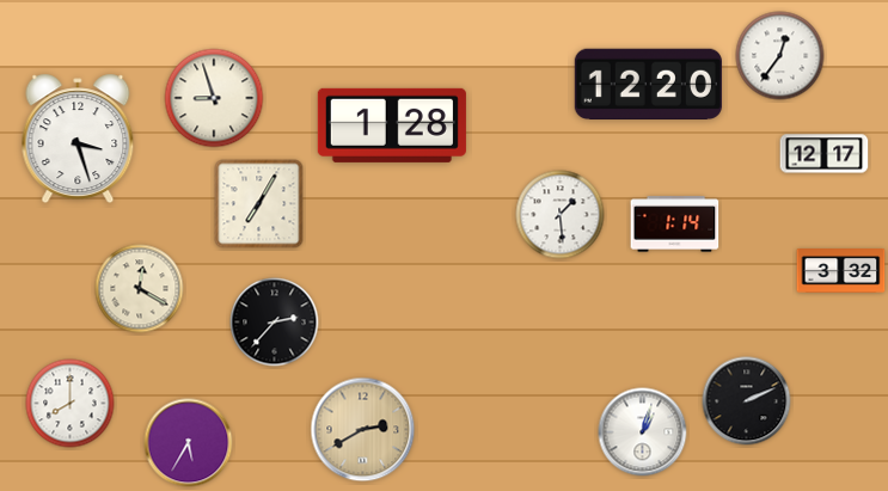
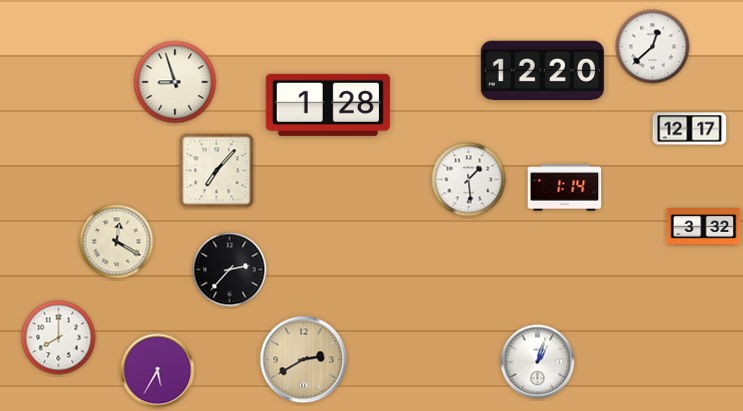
clock at (780, 56): 12:36 -> 12:38
clock at (214, 98) position: (214, 98) -> (175, 82)
clock at (78, 139): 3:27 -> none
clock at (259, 204): 7:05 -> 7:07
clock at (747, 401): 2:11 -> none
